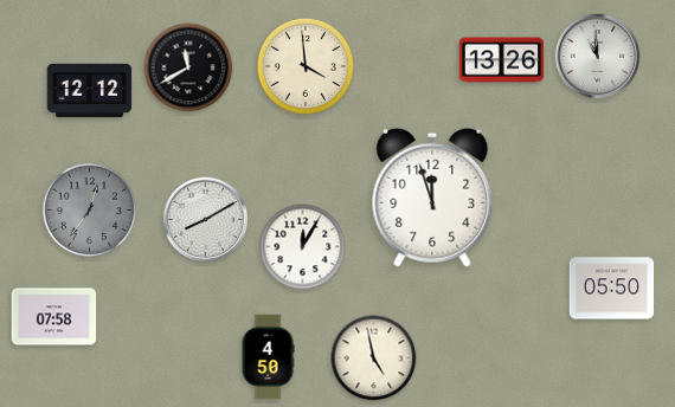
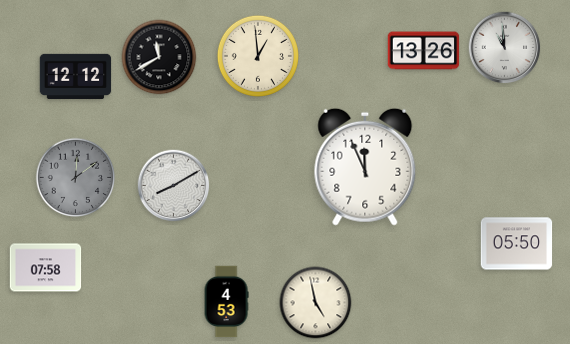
clock at (306, 66): 3:59 -> 12:59
clock at (432, 198): 11:57 -> 11:56
clock at (90, 211): 12:36 -> 12:09
clock at (303, 247): 12:05 -> none
clock at (268, 357): 4:50 -> 4:53
